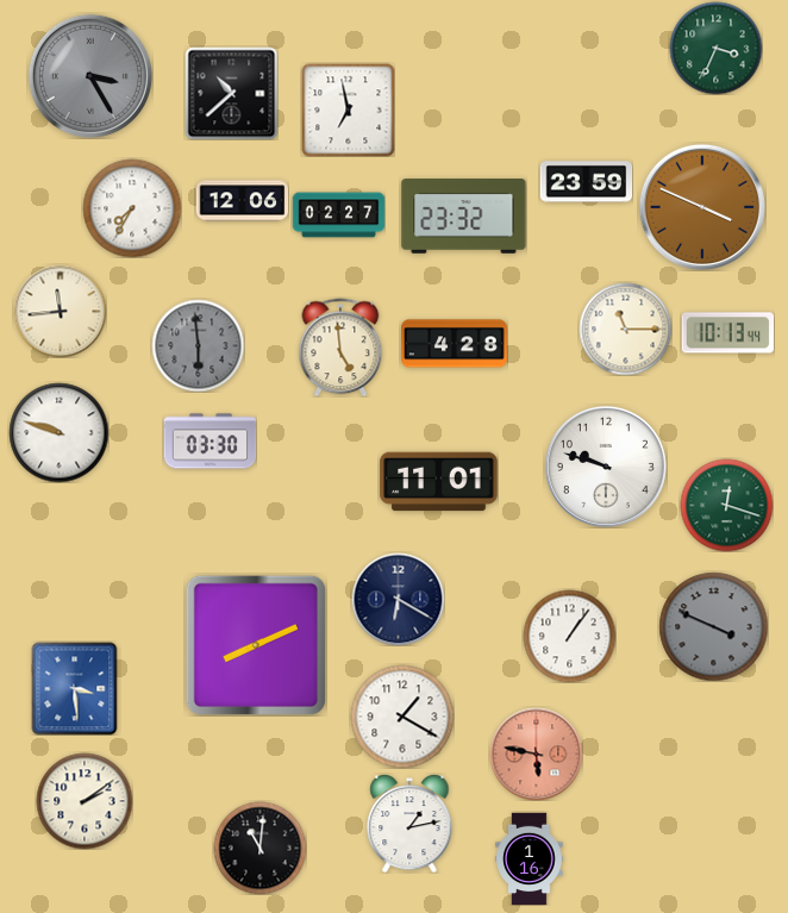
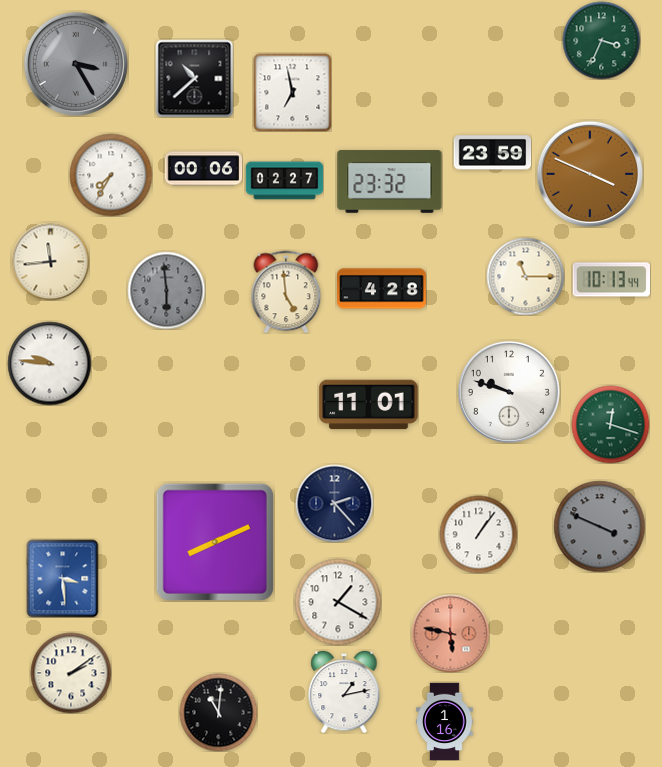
clock at (242, 201): 12:06 -> 00:06
clock at (58, 432): 9:48 -> 9:46
clock at (209, 442): 03:30 -> none
clock at (398, 599): 6:20 -> 2:23
